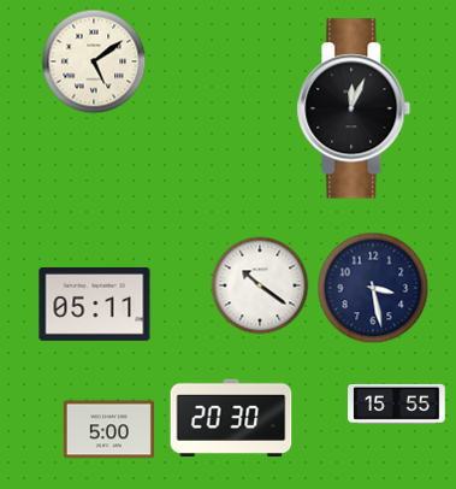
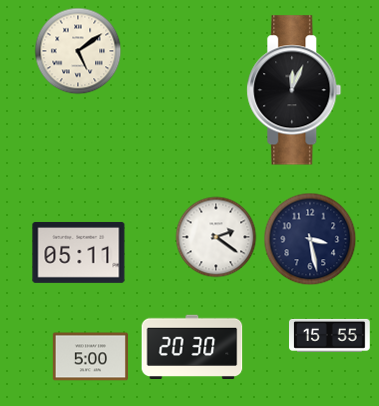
clock at (260, 285): 10:21 -> 2:21
